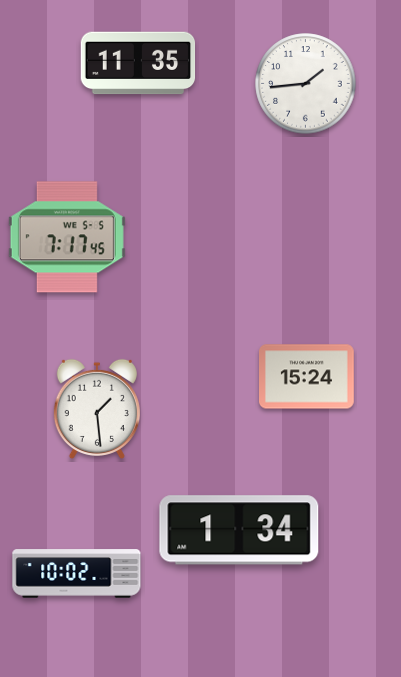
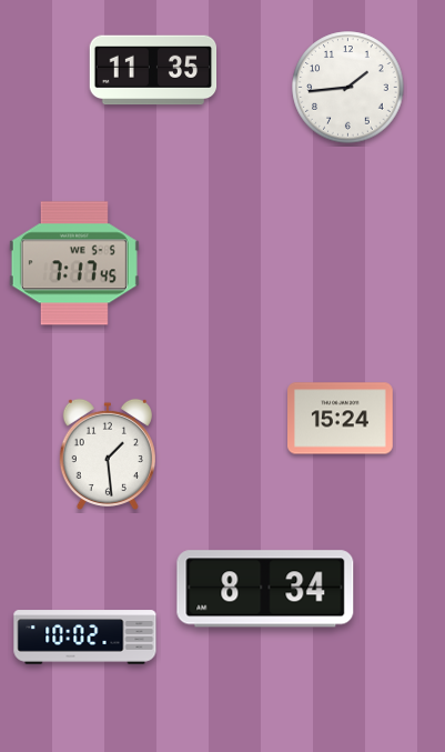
clock at (306, 84) position: (306, 84) -> (348, 88)
clock at (239, 530): 1:34 -> 8:34
